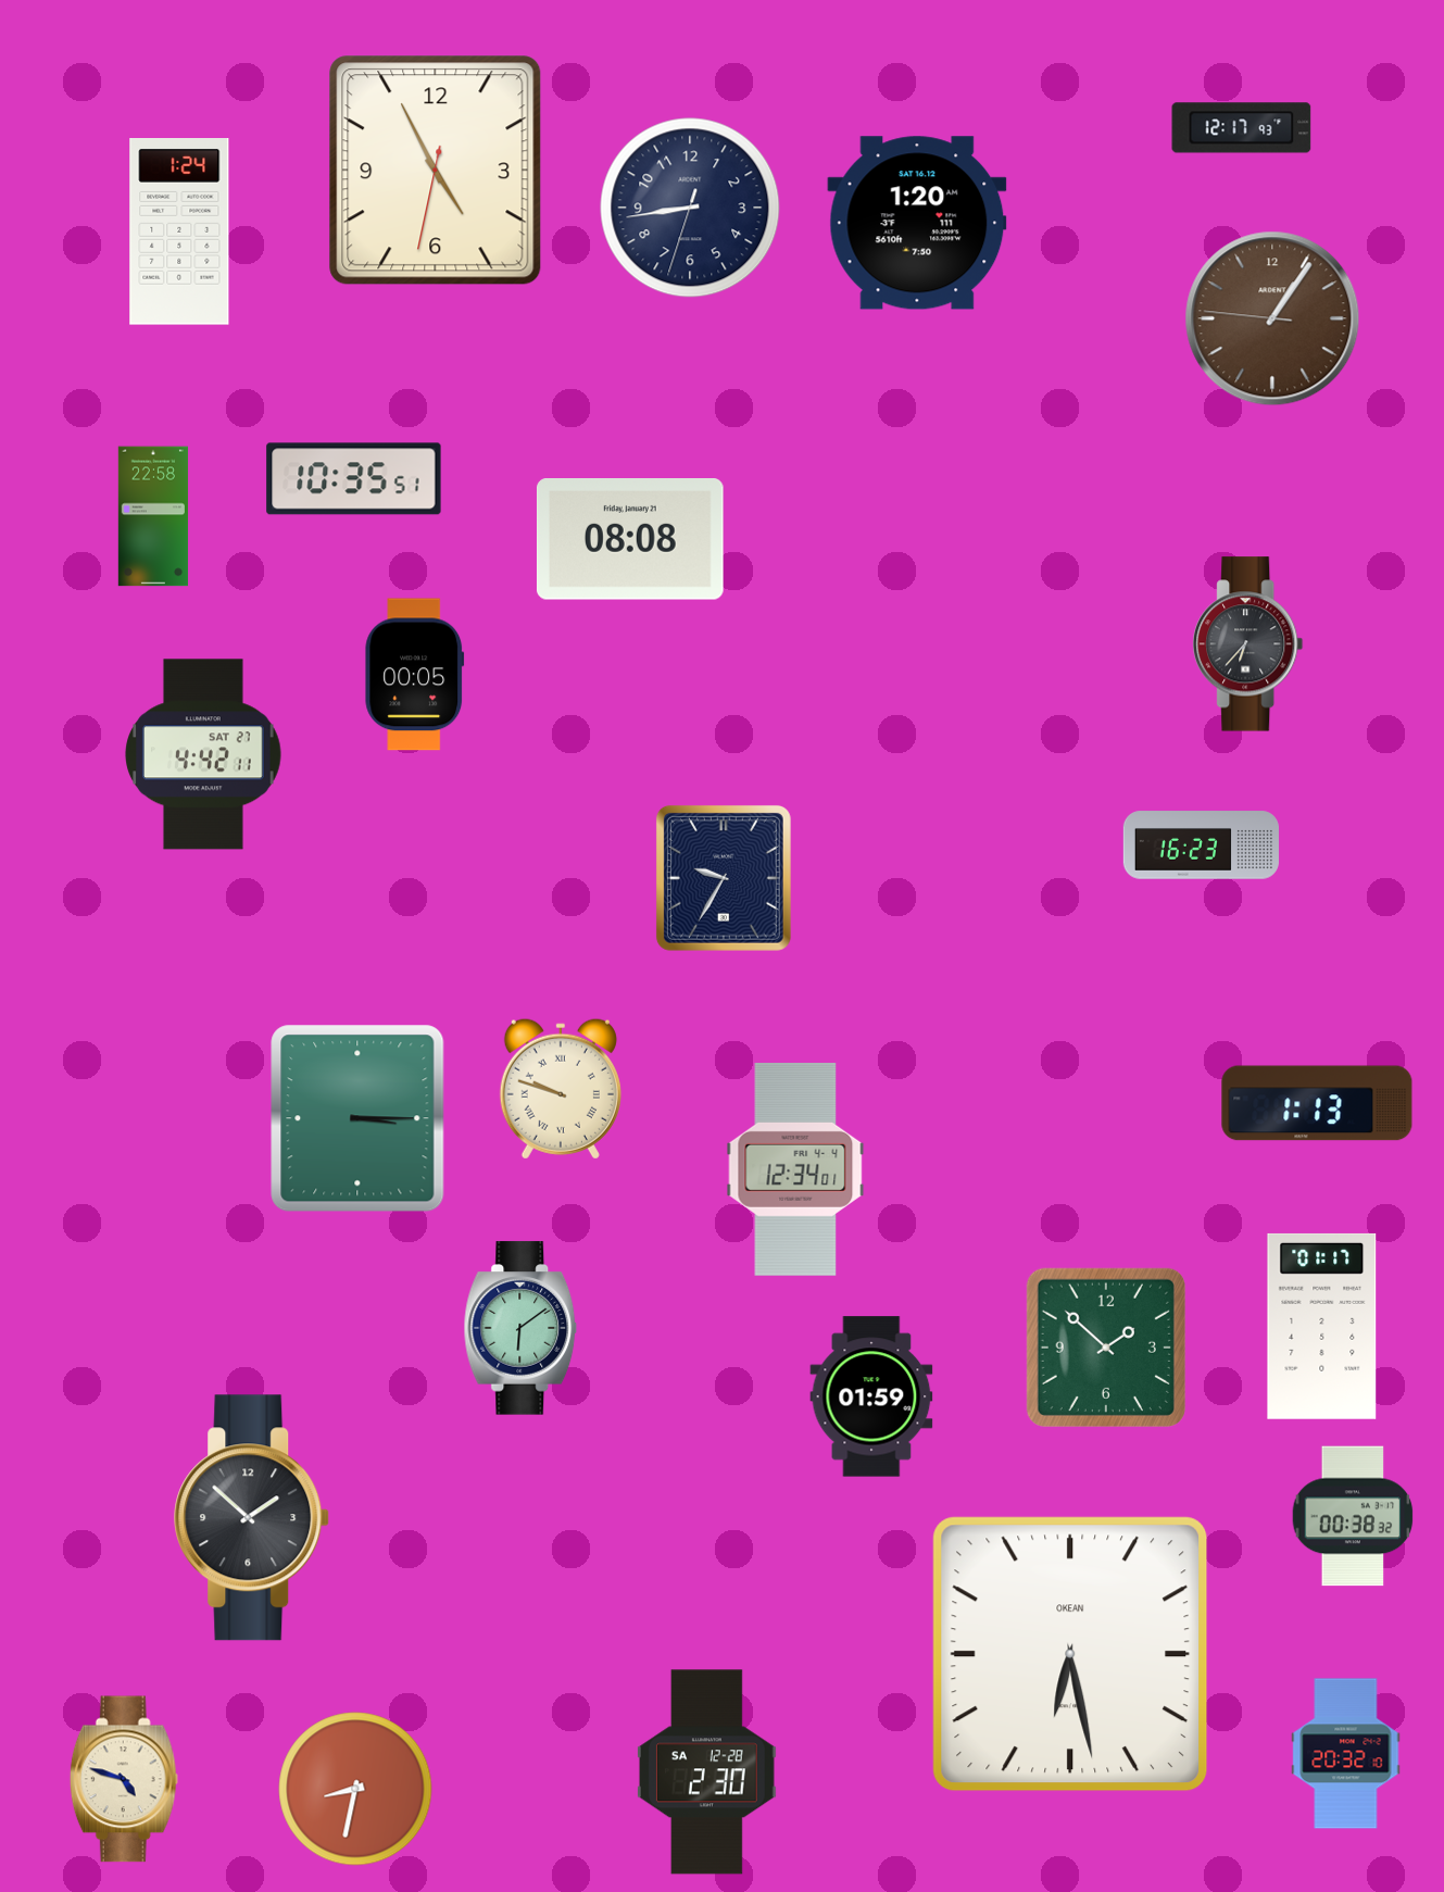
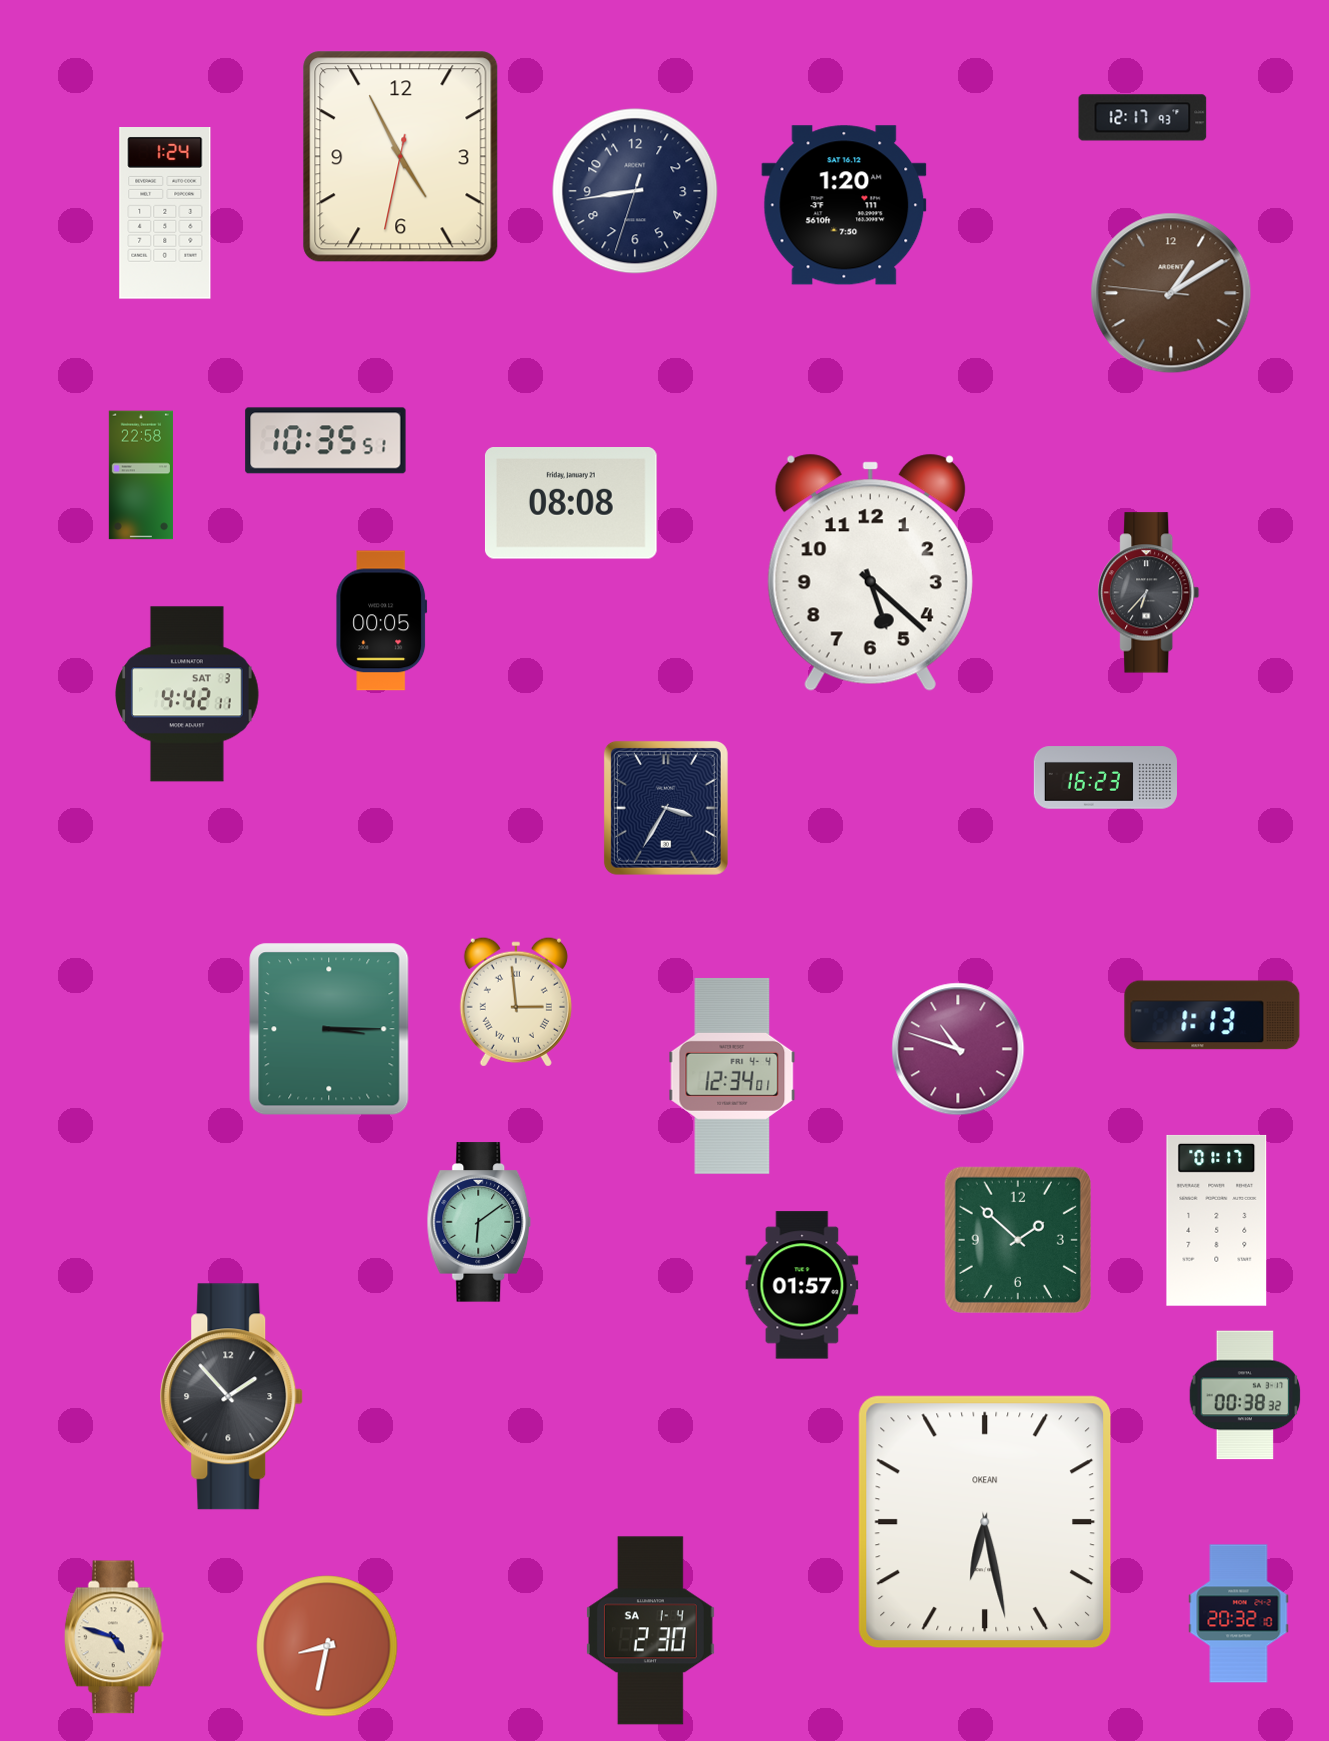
clock at (1272, 318): 1:05 -> 1:09
clock at (630, 540) position: (630, 540) -> (571, 504)
clock at (870, 572): none -> 5:22
clock at (203, 754) date: SAT 27 -> SAT 3
clock at (724, 878): 9:35 -> 3:35
clock at (561, 1089): 9:48 -> 2:59
clock at (958, 1049): none -> 10:48
clock at (871, 1396): 01:59 -> 01:57
clock at (252, 1518): 1:52 -> 1:53
clock at (706, 1772) date: SA 12-28 -> SA 1-4
